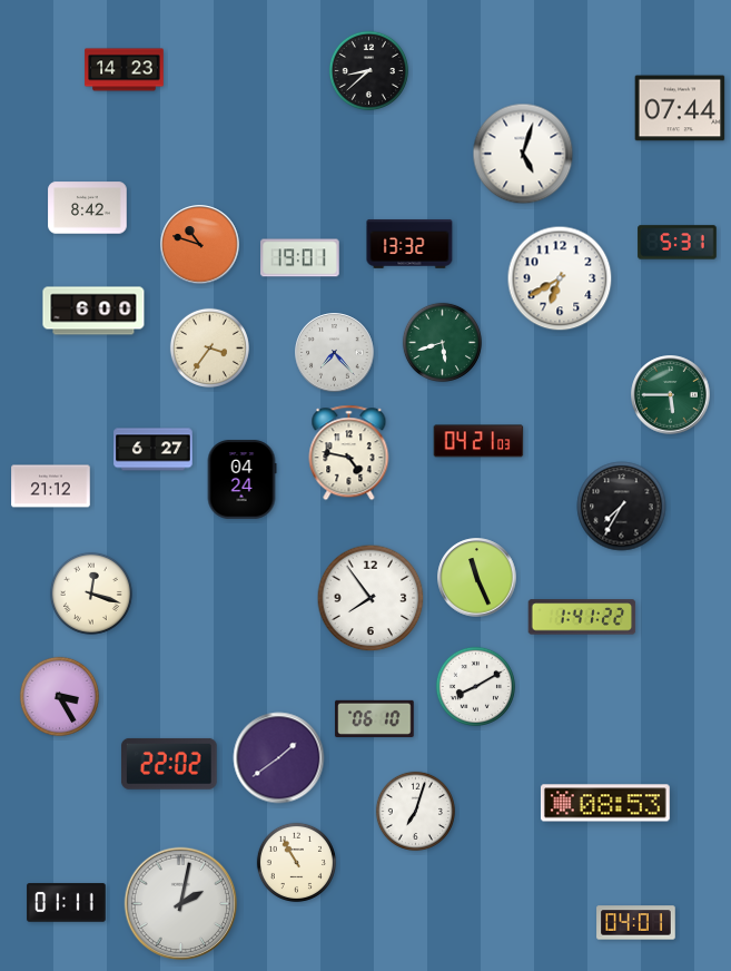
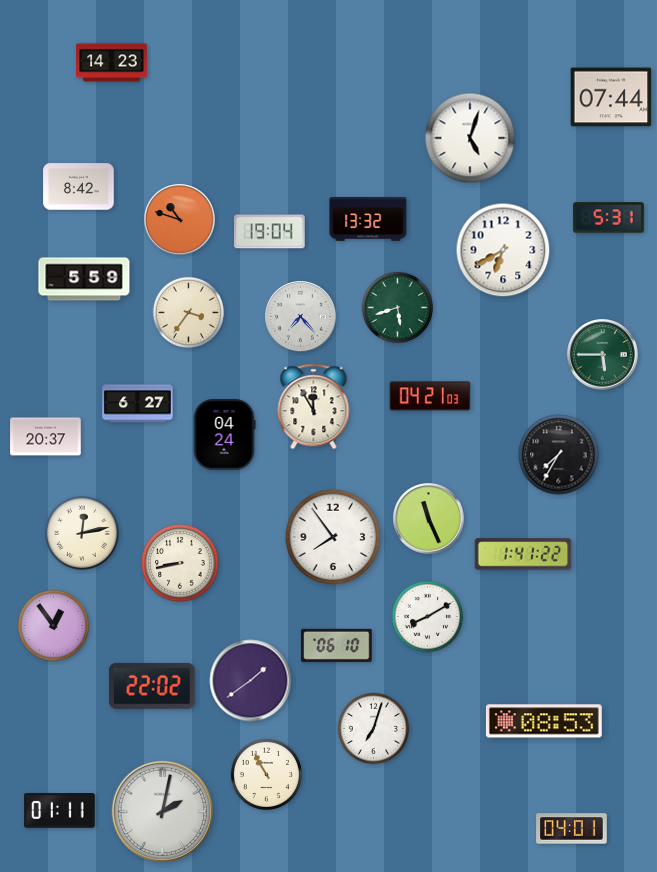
clock at (368, 70): 8:38 -> none
clock at (300, 258): 19:01 -> 19:04
clock at (93, 311): 6:00 -> 5:59
clock at (349, 453): 4:47 -> 11:55
clock at (241, 480) position: (241, 480) -> (224, 435)
clock at (51, 487): 21:12 -> 20:37
clock at (91, 594): 12:18 -> 12:13
clock at (180, 563): none -> 8:43
clock at (59, 696): 3:25 -> 12:54
